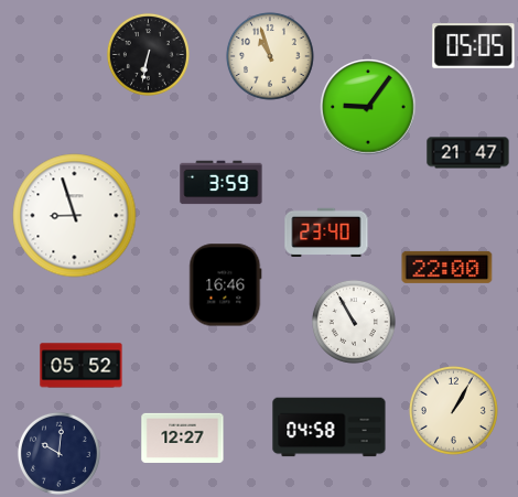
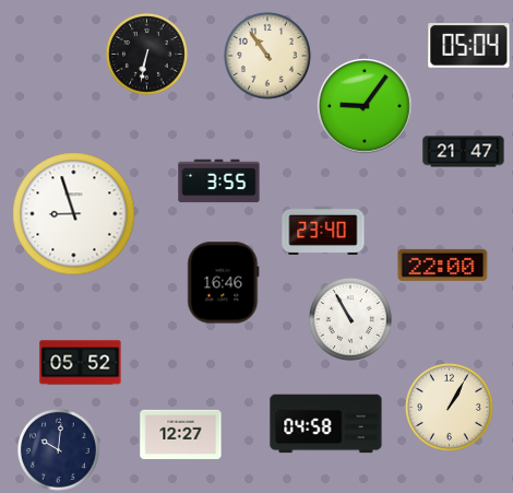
clock at (474, 46): 05:05 -> 05:04
clock at (270, 56): 10:57 -> 10:54
clock at (222, 183): 3:59 -> 3:55
